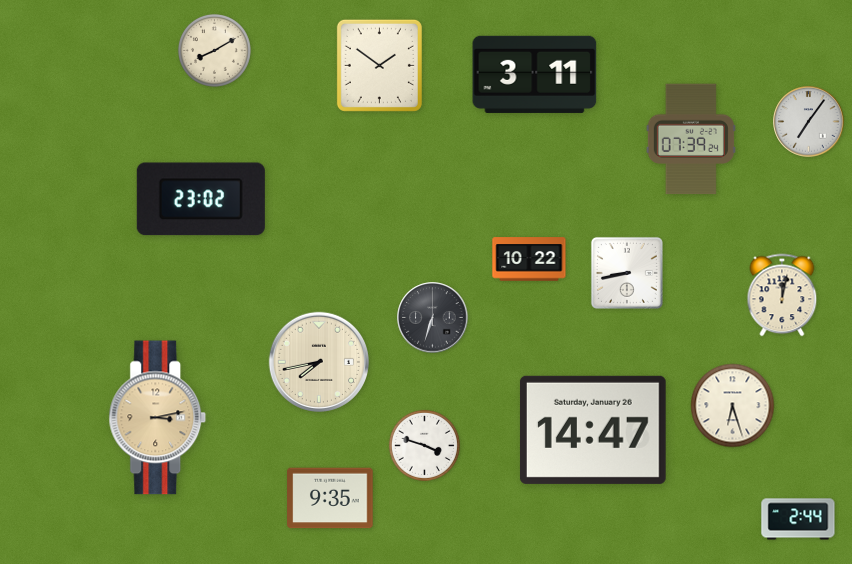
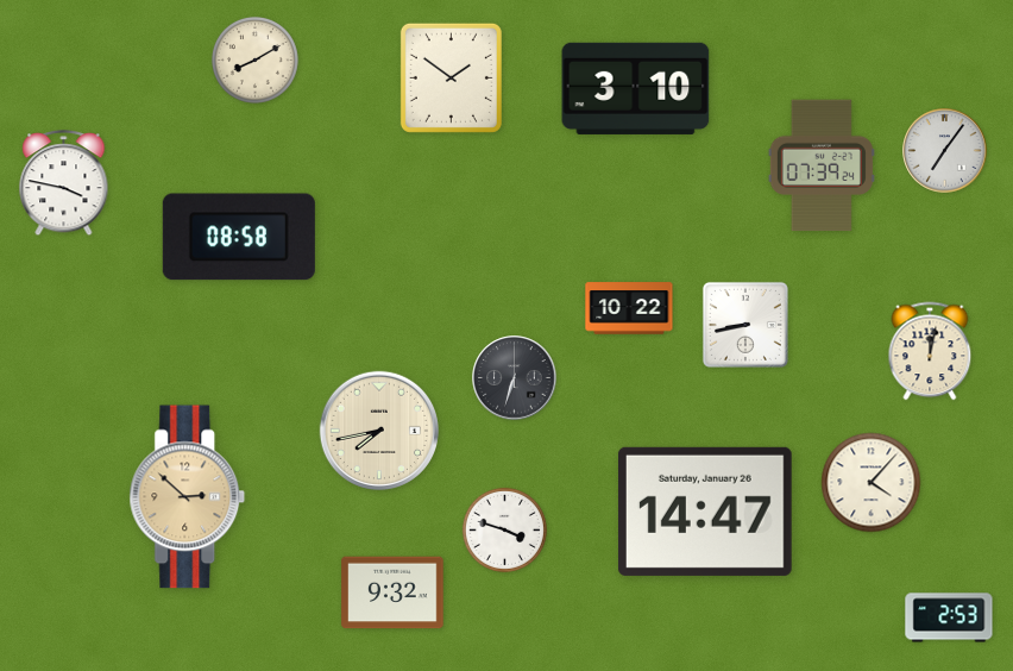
clock at (535, 74): 3:11 -> 3:10
clock at (809, 122) position: (809, 122) -> (945, 151)
clock at (64, 183): none -> 3:47
clock at (201, 199): 23:02 -> 08:58
clock at (733, 406): 6:27 -> 4:07
clock at (158, 418): 3:13 -> 2:52
clock at (330, 498): 9:35 -> 9:32
clock at (798, 519): 2:44 -> 2:53
